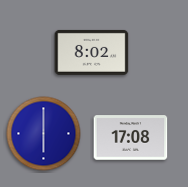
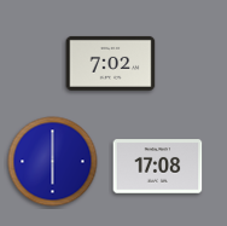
clock at (92, 52): 8:02 -> 7:02
